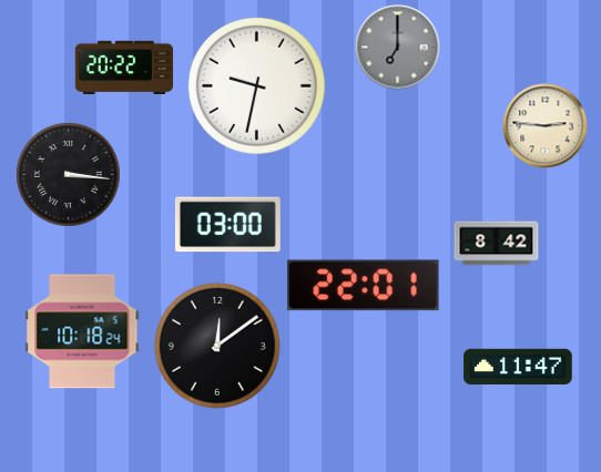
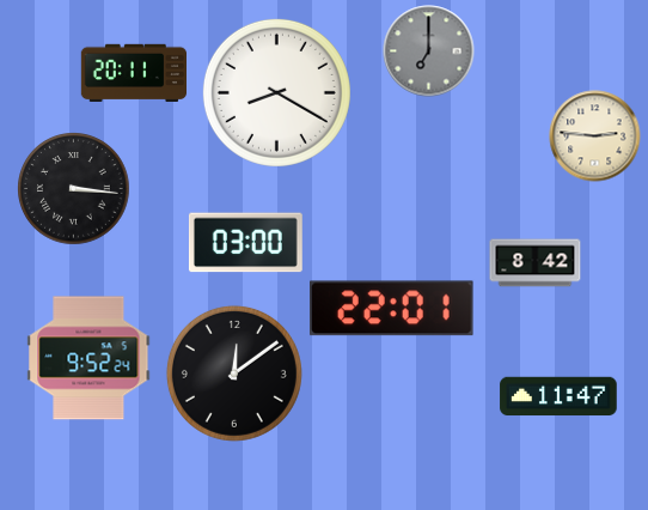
clock at (123, 68): 20:22 -> 20:11
clock at (256, 85): 9:32 -> 8:20
clock at (546, 126) position: (546, 126) -> (595, 136)
clock at (82, 331): 10:18 -> 9:52
